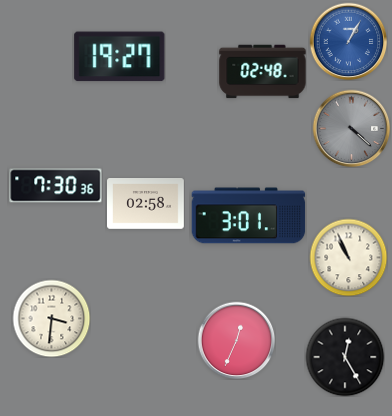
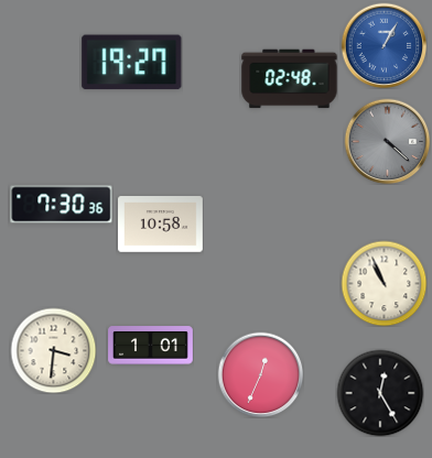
clock at (146, 204): 02:58 -> 10:58
clock at (249, 216): 3:01 -> none
clock at (151, 346): none -> 1:01
clock at (51, 318) position: (51, 318) -> (53, 350)
